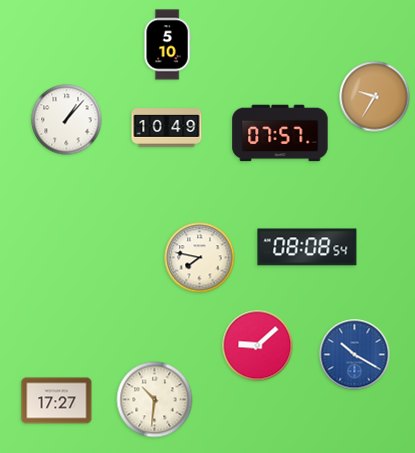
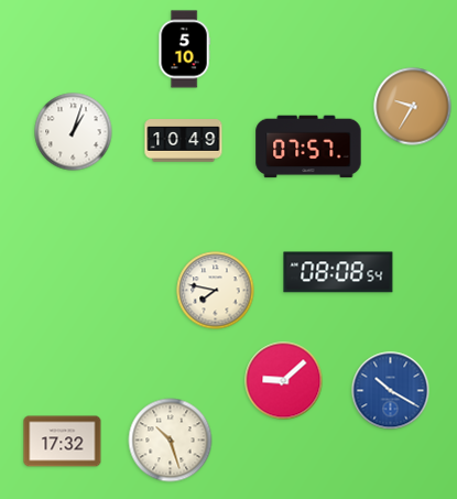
clock at (67, 120): 1:07 -> 1:03
clock at (200, 258) position: (200, 258) -> (216, 291)
clock at (155, 400): 10:31 -> 10:27
clock at (57, 401): 17:27 -> 17:32
